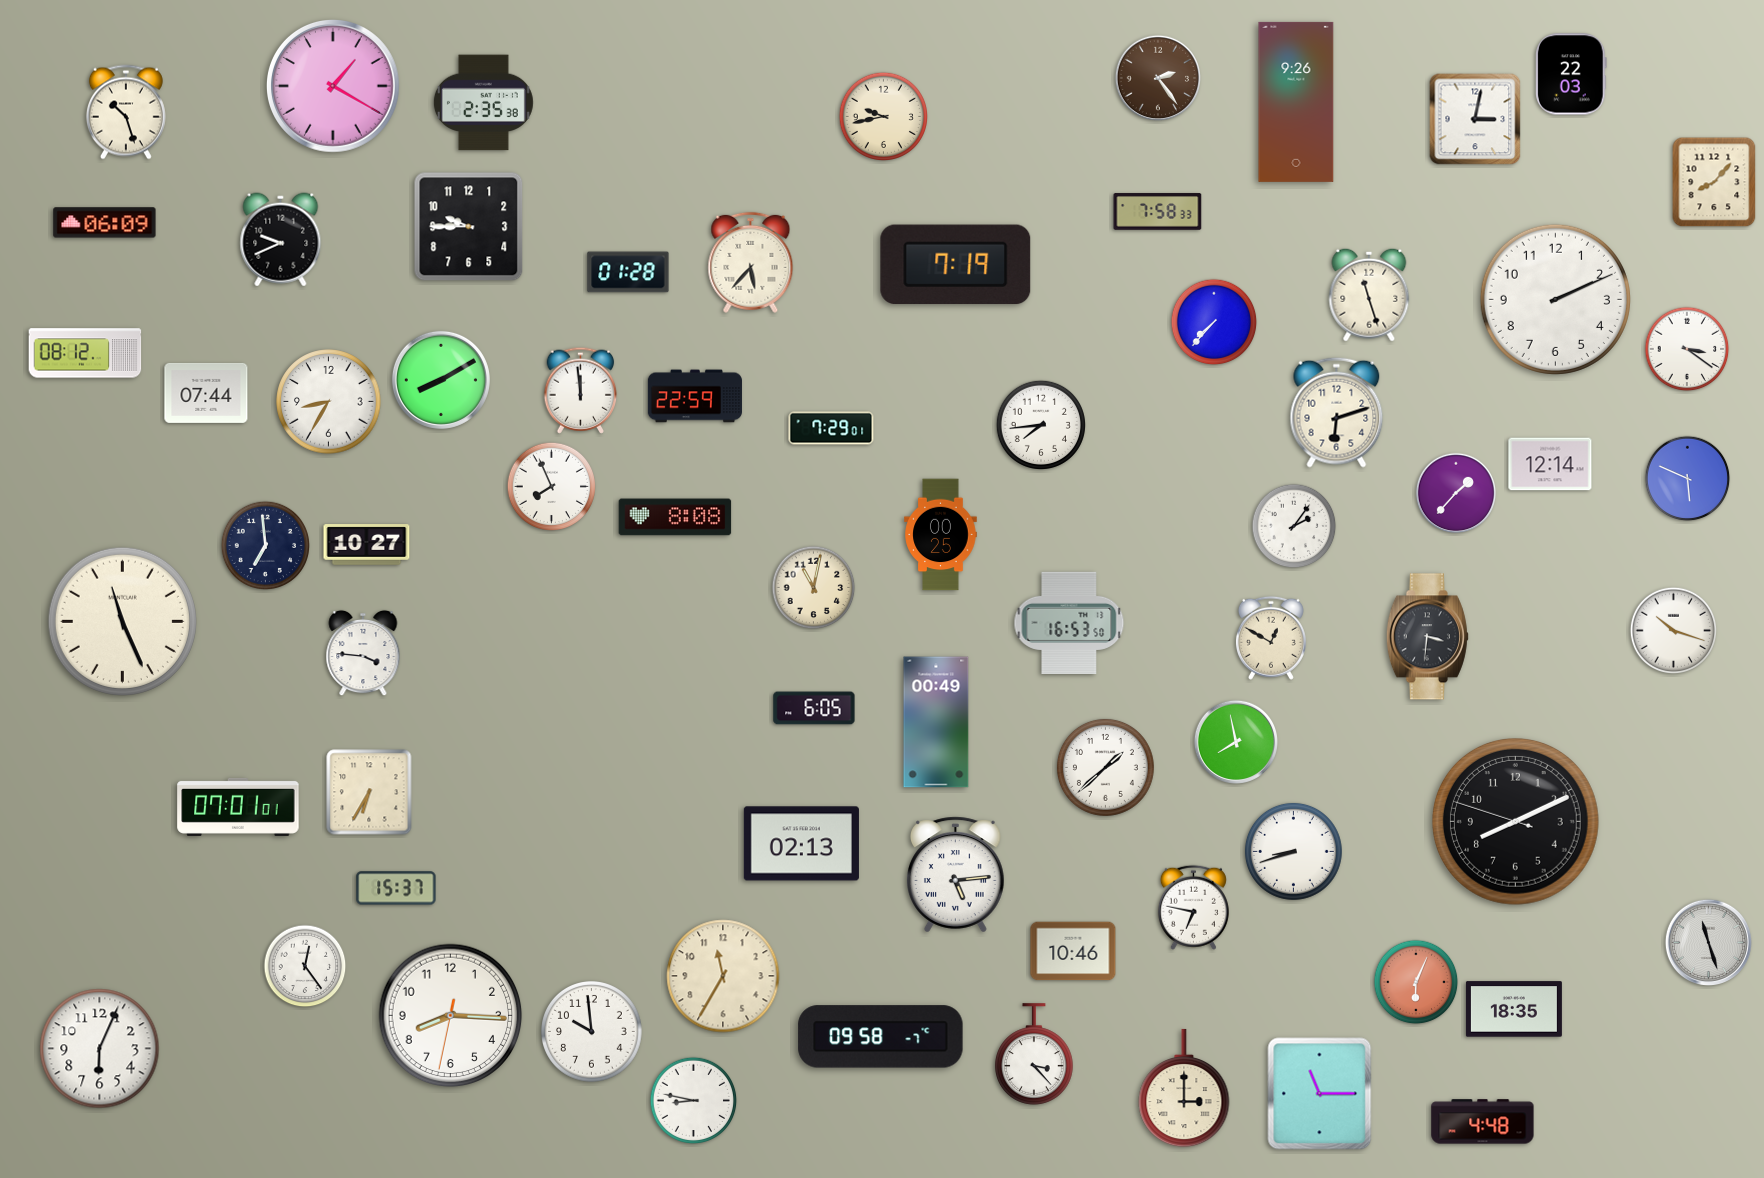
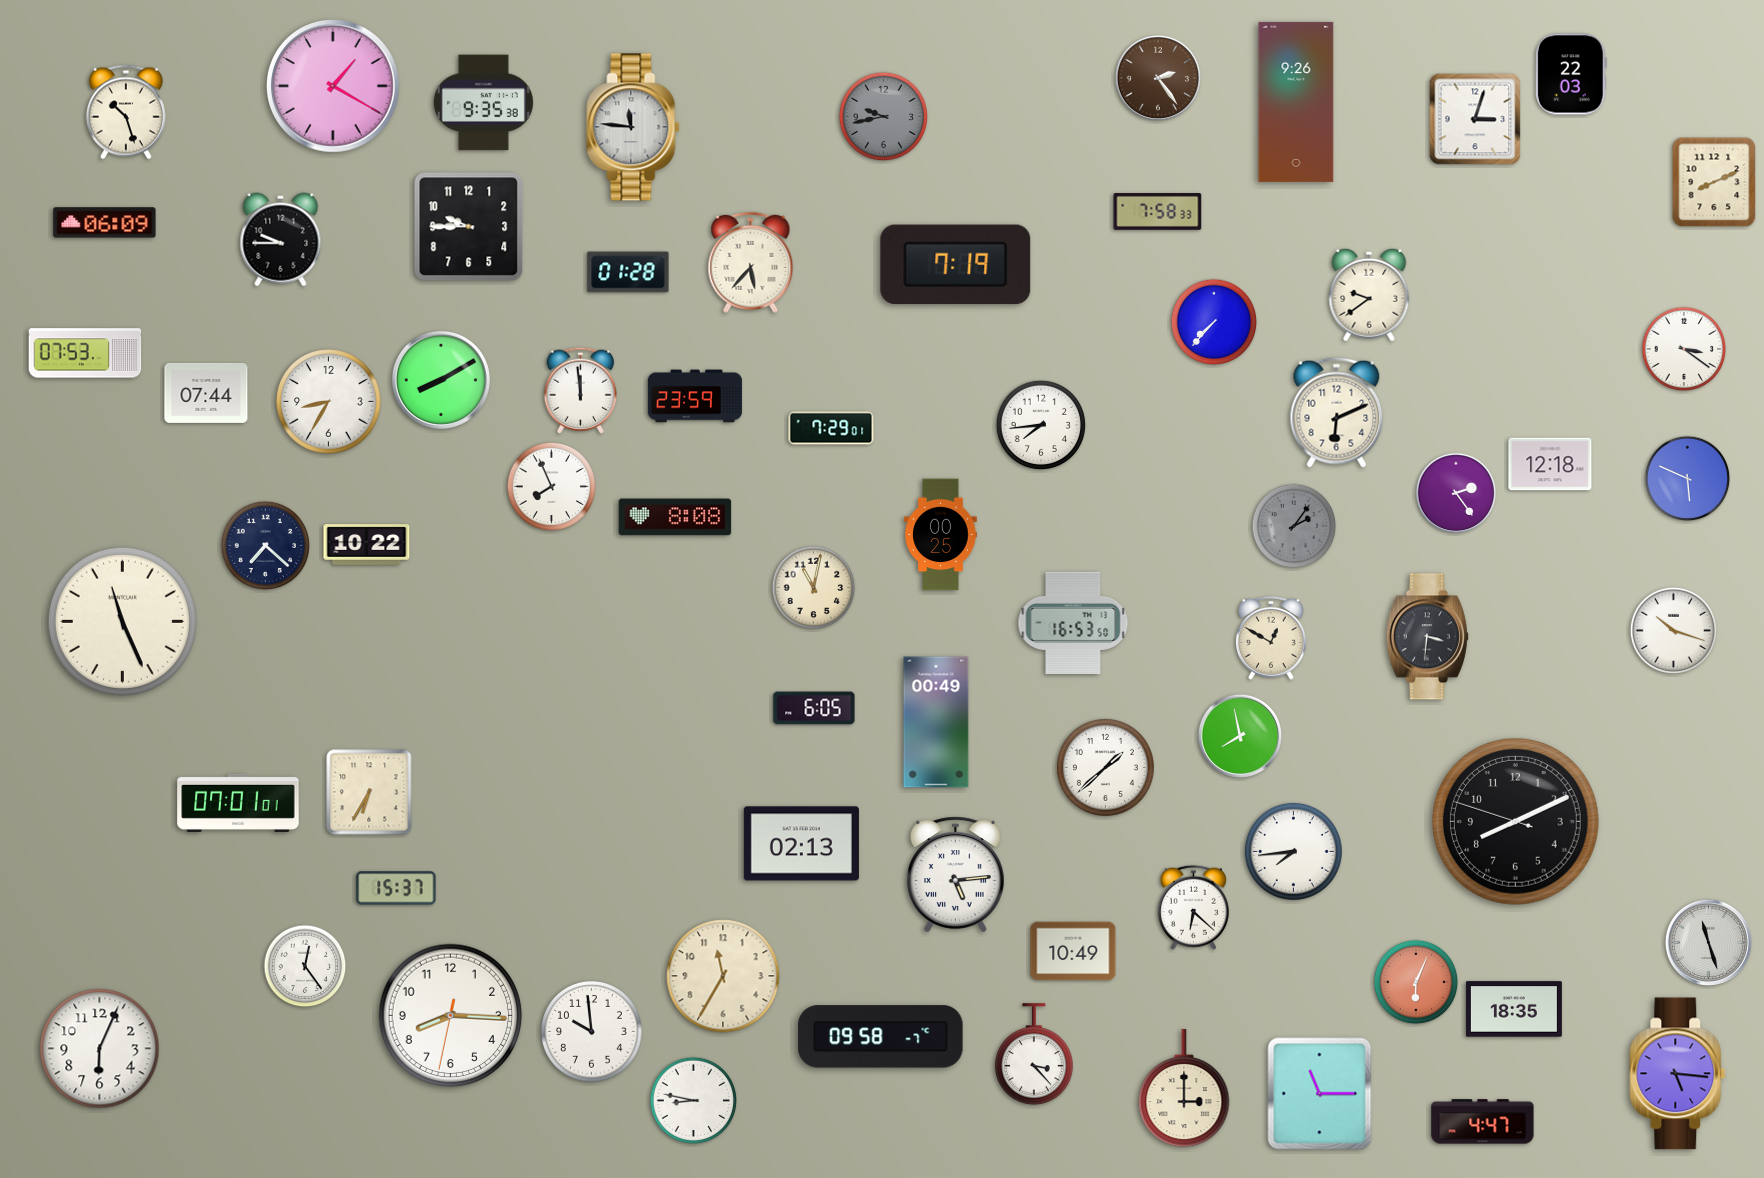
clock at (483, 103): 2:35 -> 9:35
clock at (883, 116) dial: cream -> grey
clock at (1475, 119): 3:02 -> 3:03
clock at (633, 127): none -> 11:46
clock at (1714, 182): 8:07 -> 8:11
clock at (281, 240): 9:41 -> 9:45
clock at (1369, 295): 11:27 -> 9:39
clock at (1555, 299): 2:11 -> none
clock at (1687, 349) position: (1687, 349) -> (1684, 349)
clock at (85, 353): 08:12 -> 07:53
clock at (695, 396): 22:59 -> 23:59
clock at (1337, 412): 6:12 -> 6:11
clock at (1550, 464): 12:14 -> 12:18
clock at (1456, 493): 1:37 -> 2:24
clock at (1294, 526) dial: white -> grey
clock at (265, 545): 6:59 -> 7:22
clock at (367, 545): 10:27 -> 10:22
clock at (1069, 622) position: (1069, 622) -> (1073, 622)
clock at (363, 653): 3:46 -> none
clock at (1235, 741) position: (1235, 741) -> (1239, 735)
clock at (238, 807) position: (238, 807) -> (238, 803)
clock at (1293, 851): 8:42 -> 7:44
clock at (1193, 907): 6:47 -> 6:22
clock at (1073, 951): 10:46 -> 10:49
clock at (1678, 1074): none -> 5:16
clock at (1483, 1122): 4:48 -> 4:47
